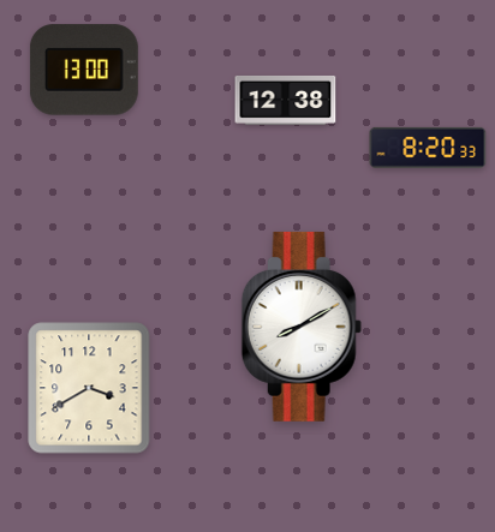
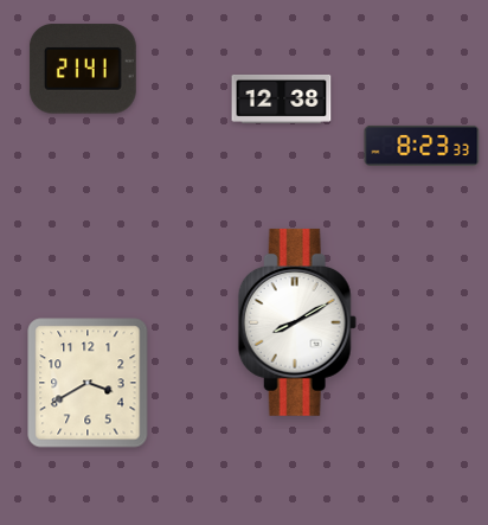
clock at (84, 70): 13:00 -> 21:41
clock at (428, 148): 8:20 -> 8:23
